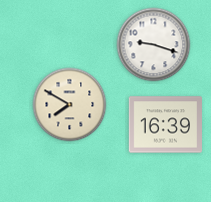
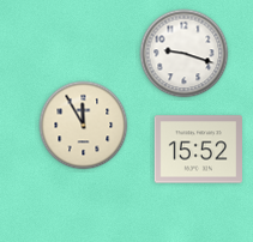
clock at (70, 105): 7:50 -> 11:55
clock at (165, 125): 16:39 -> 15:52
